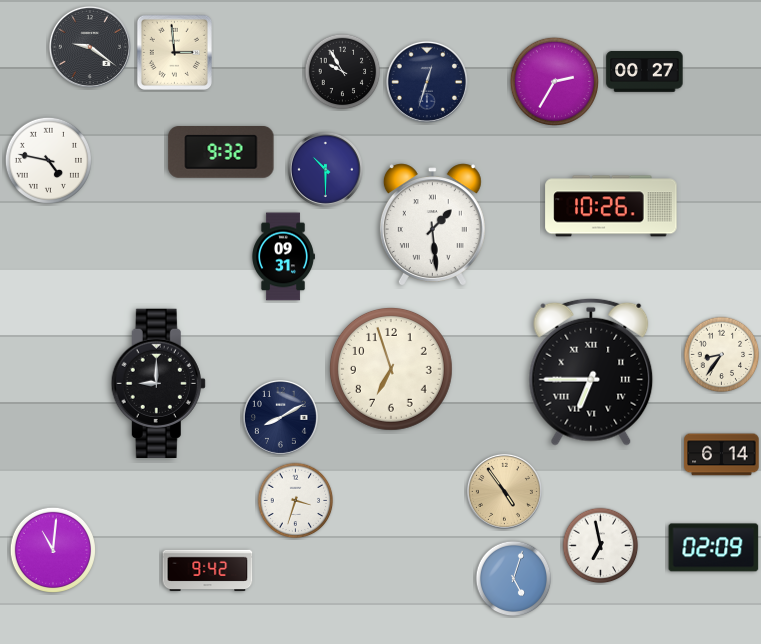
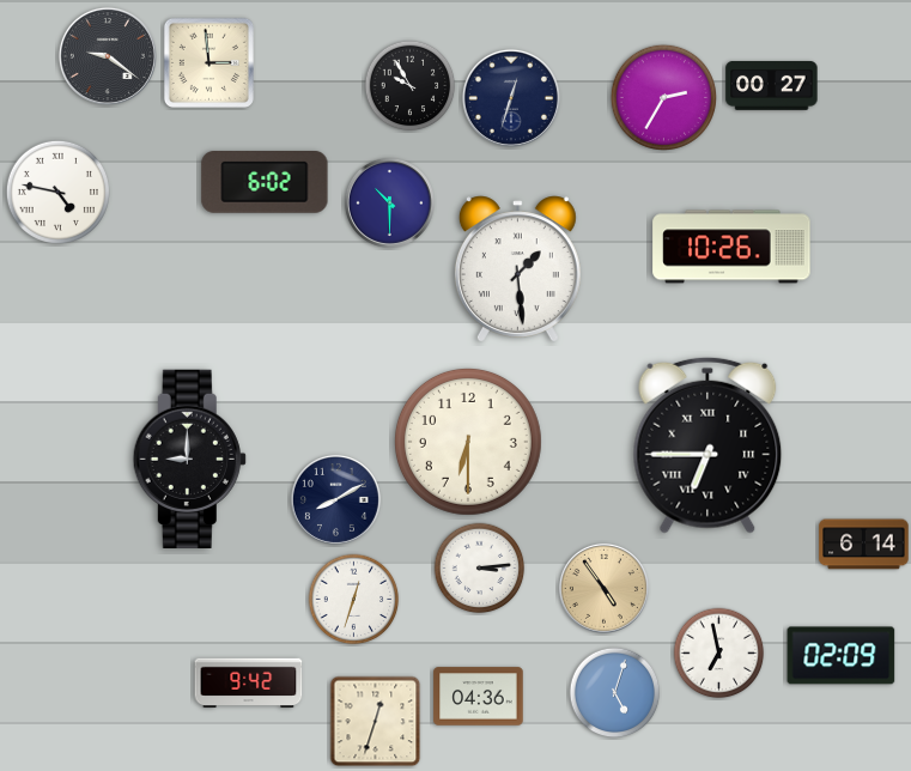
clock at (221, 153): 9:32 -> 6:02
clock at (284, 257): 09:31 -> none
clock at (722, 355): 8:36 -> none
clock at (391, 369): 6:57 -> 6:30
clock at (480, 569): none -> 3:14
clock at (296, 501): 3:33 -> 12:33
clock at (714, 548) position: (714, 548) -> (842, 656)
clock at (52, 549): 11:01 -> none
clock at (479, 697): none -> 04:36
clock at (376, 722): none -> 12:33
